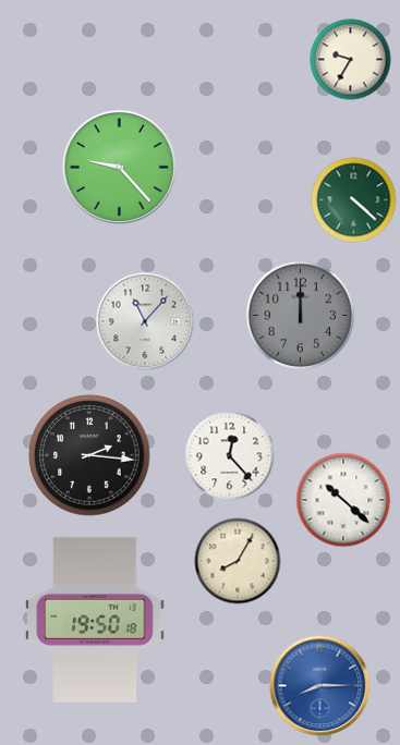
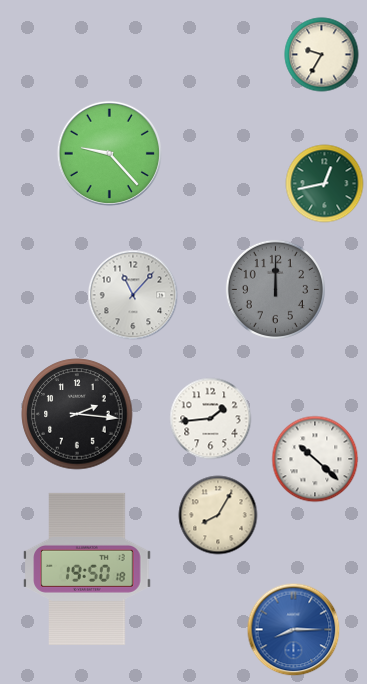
clock at (354, 200): 4:22 -> 12:43
clock at (89, 455) position: (89, 455) -> (77, 414)
clock at (230, 456): 12:23 -> 1:44
